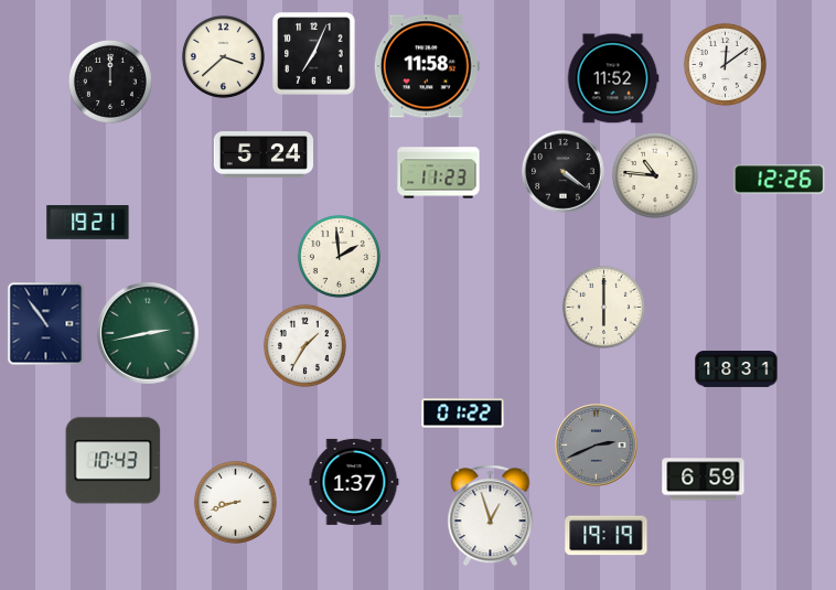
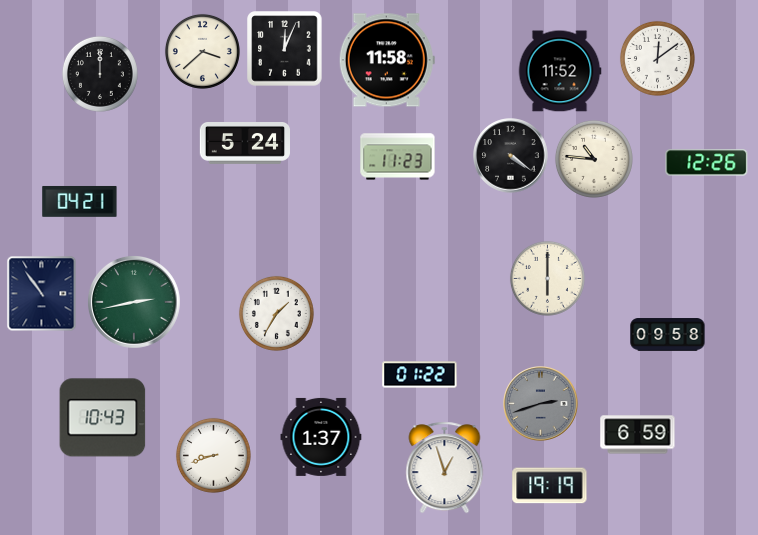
clock at (314, 54): 7:04 -> 12:04
clock at (613, 78) position: (613, 78) -> (560, 71)
clock at (262, 155) position: (262, 155) -> (244, 144)
clock at (88, 223): 19:21 -> 04:21
clock at (339, 256): 1:59 -> none
clock at (737, 369): 18:31 -> 09:58
clock at (597, 446): 2:41 -> 2:42
